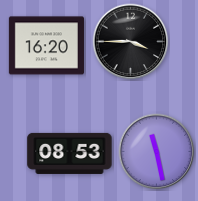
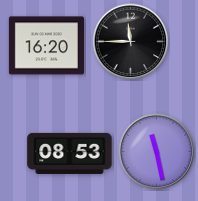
clock at (131, 42): 3:45 -> 11:45
